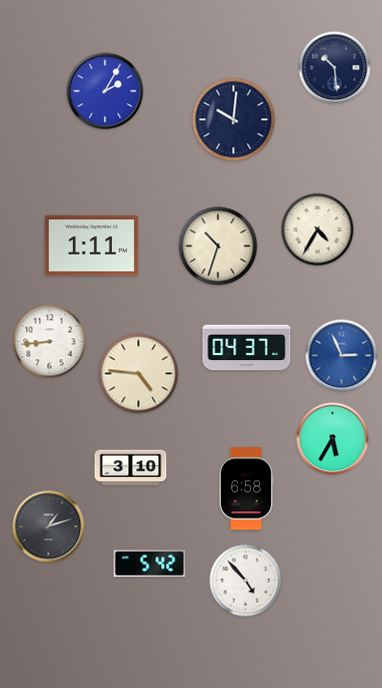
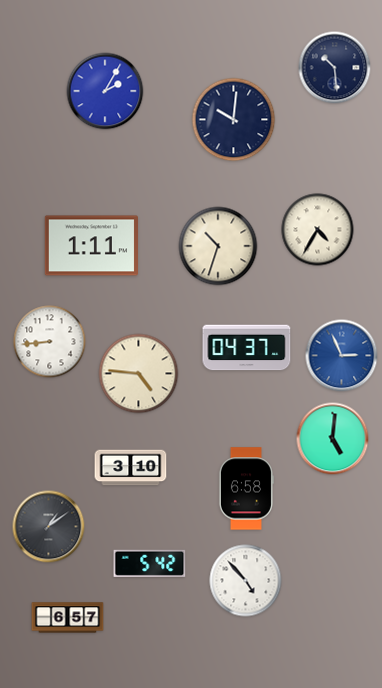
clock at (333, 439): 5:35 -> 5:01
clock at (49, 527): 1:12 -> 1:09
clock at (68, 618): none -> 6:57
